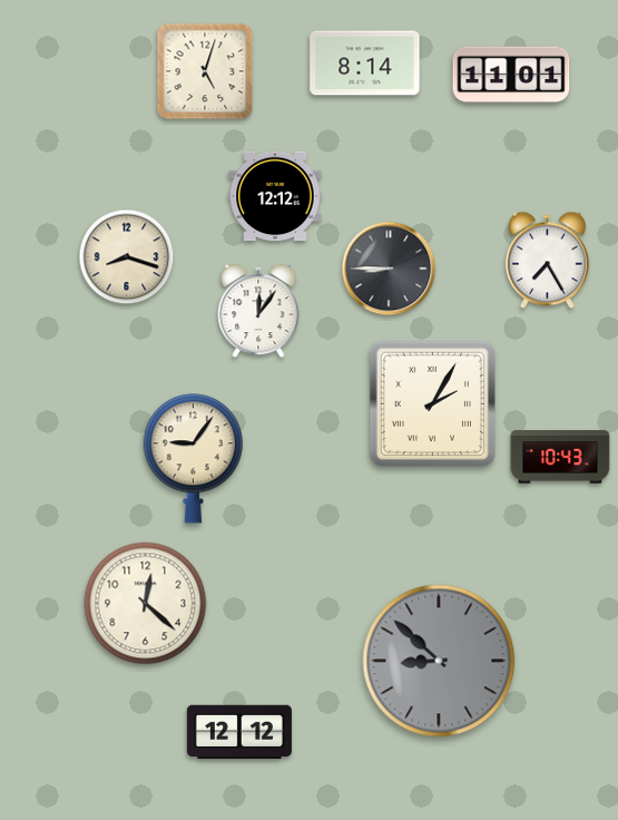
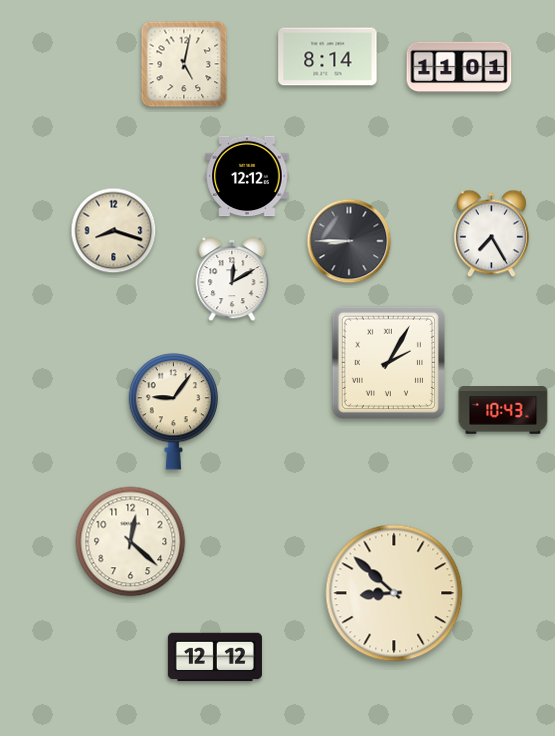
clock at (205, 71): 5:03 -> 5:02
clock at (258, 311): 12:06 -> 12:10
clock at (439, 661) dial: grey -> cream
